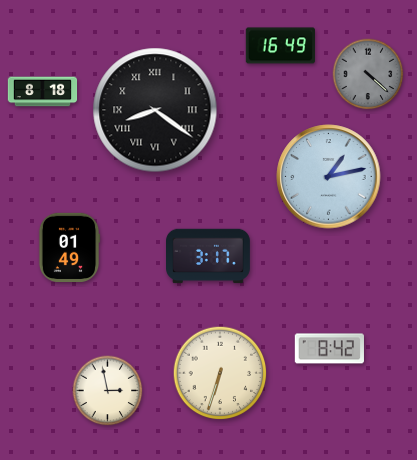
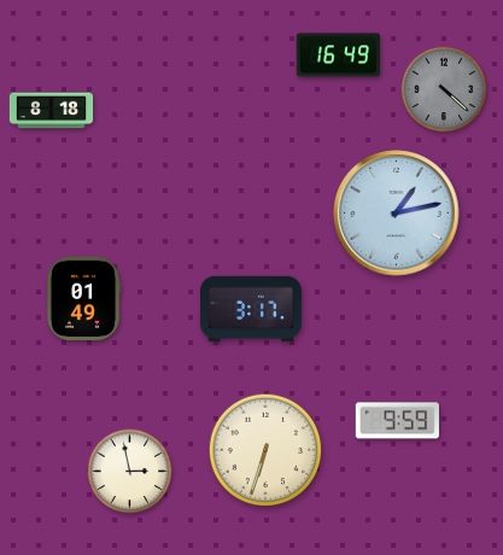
clock at (155, 110): 8:21 -> none
clock at (329, 349): 8:42 -> 9:59
